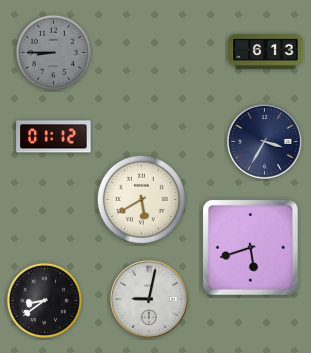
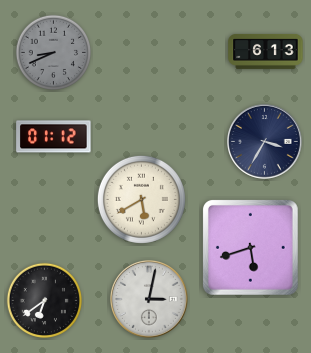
clock at (53, 52): 8:45 -> 8:41
clock at (149, 299): 9:02 -> 3:02
clock at (44, 300): 8:39 -> 6:39
